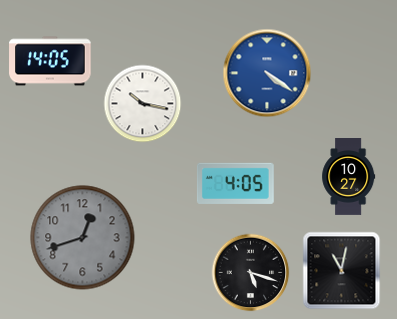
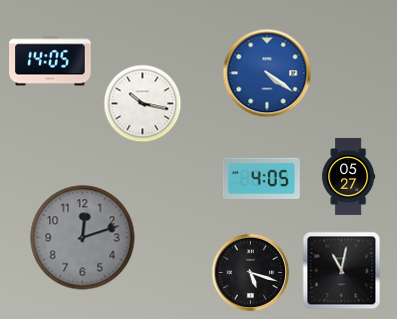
clock at (349, 177): 10:27 -> 05:27
clock at (235, 183) position: (235, 183) -> (261, 178)
clock at (83, 238): 12:42 -> 12:12
